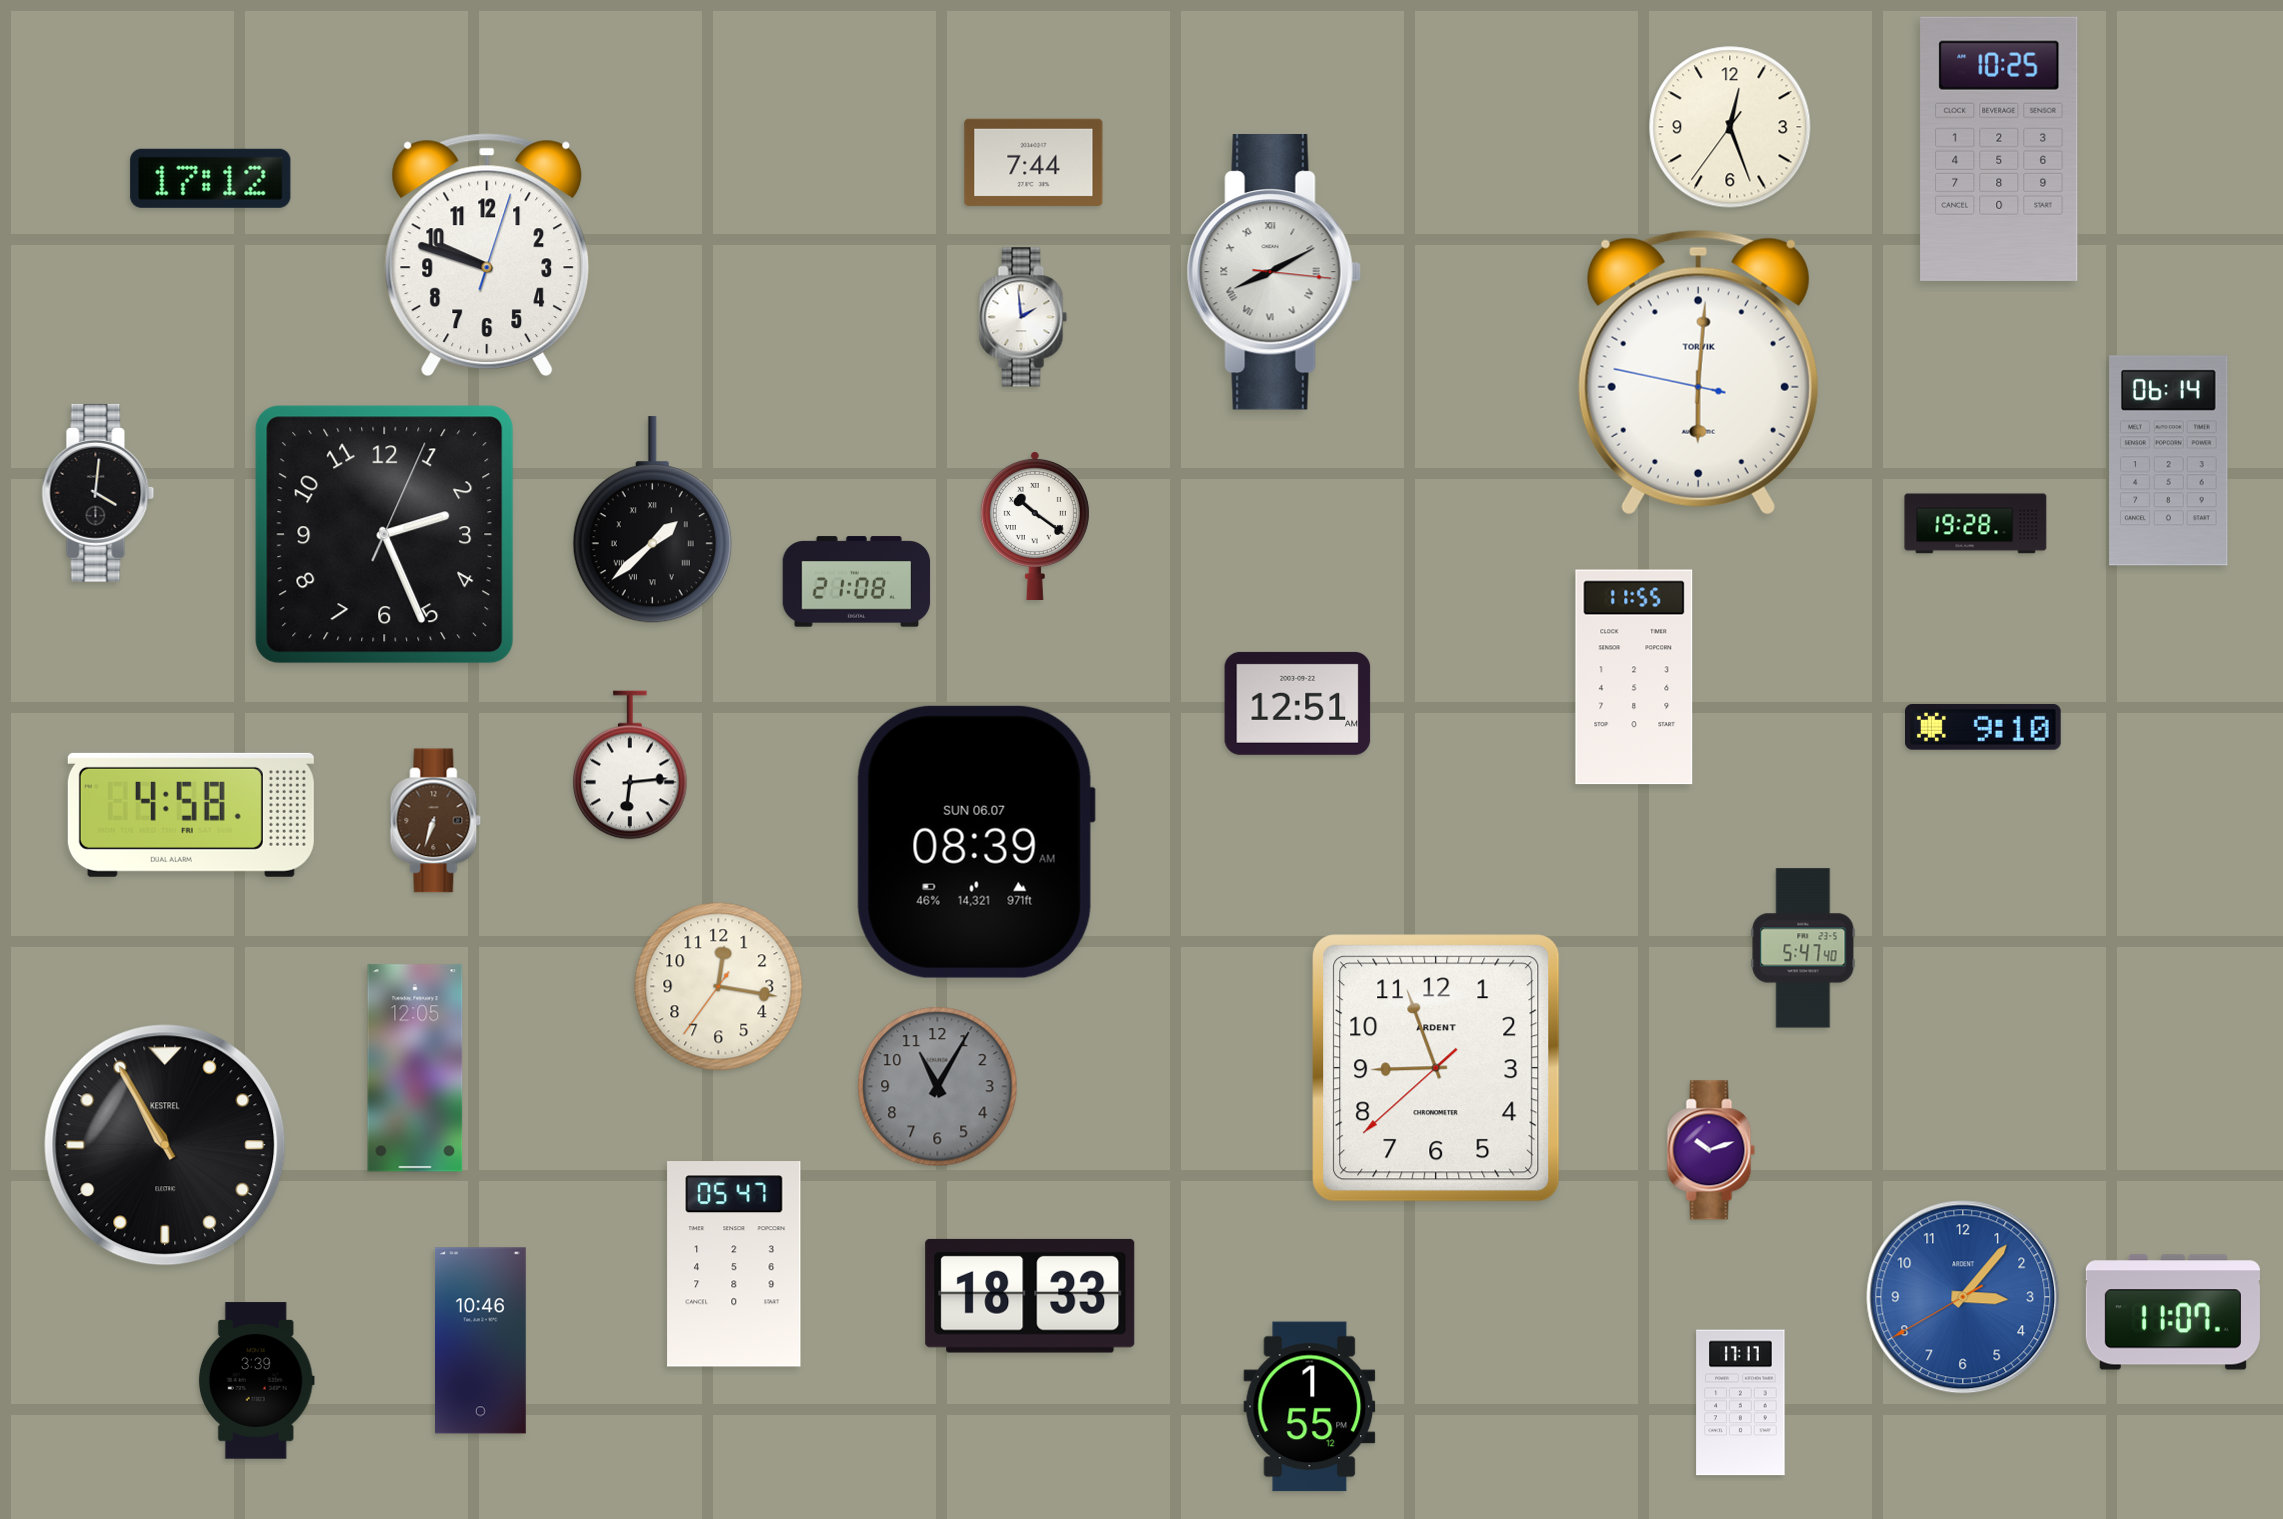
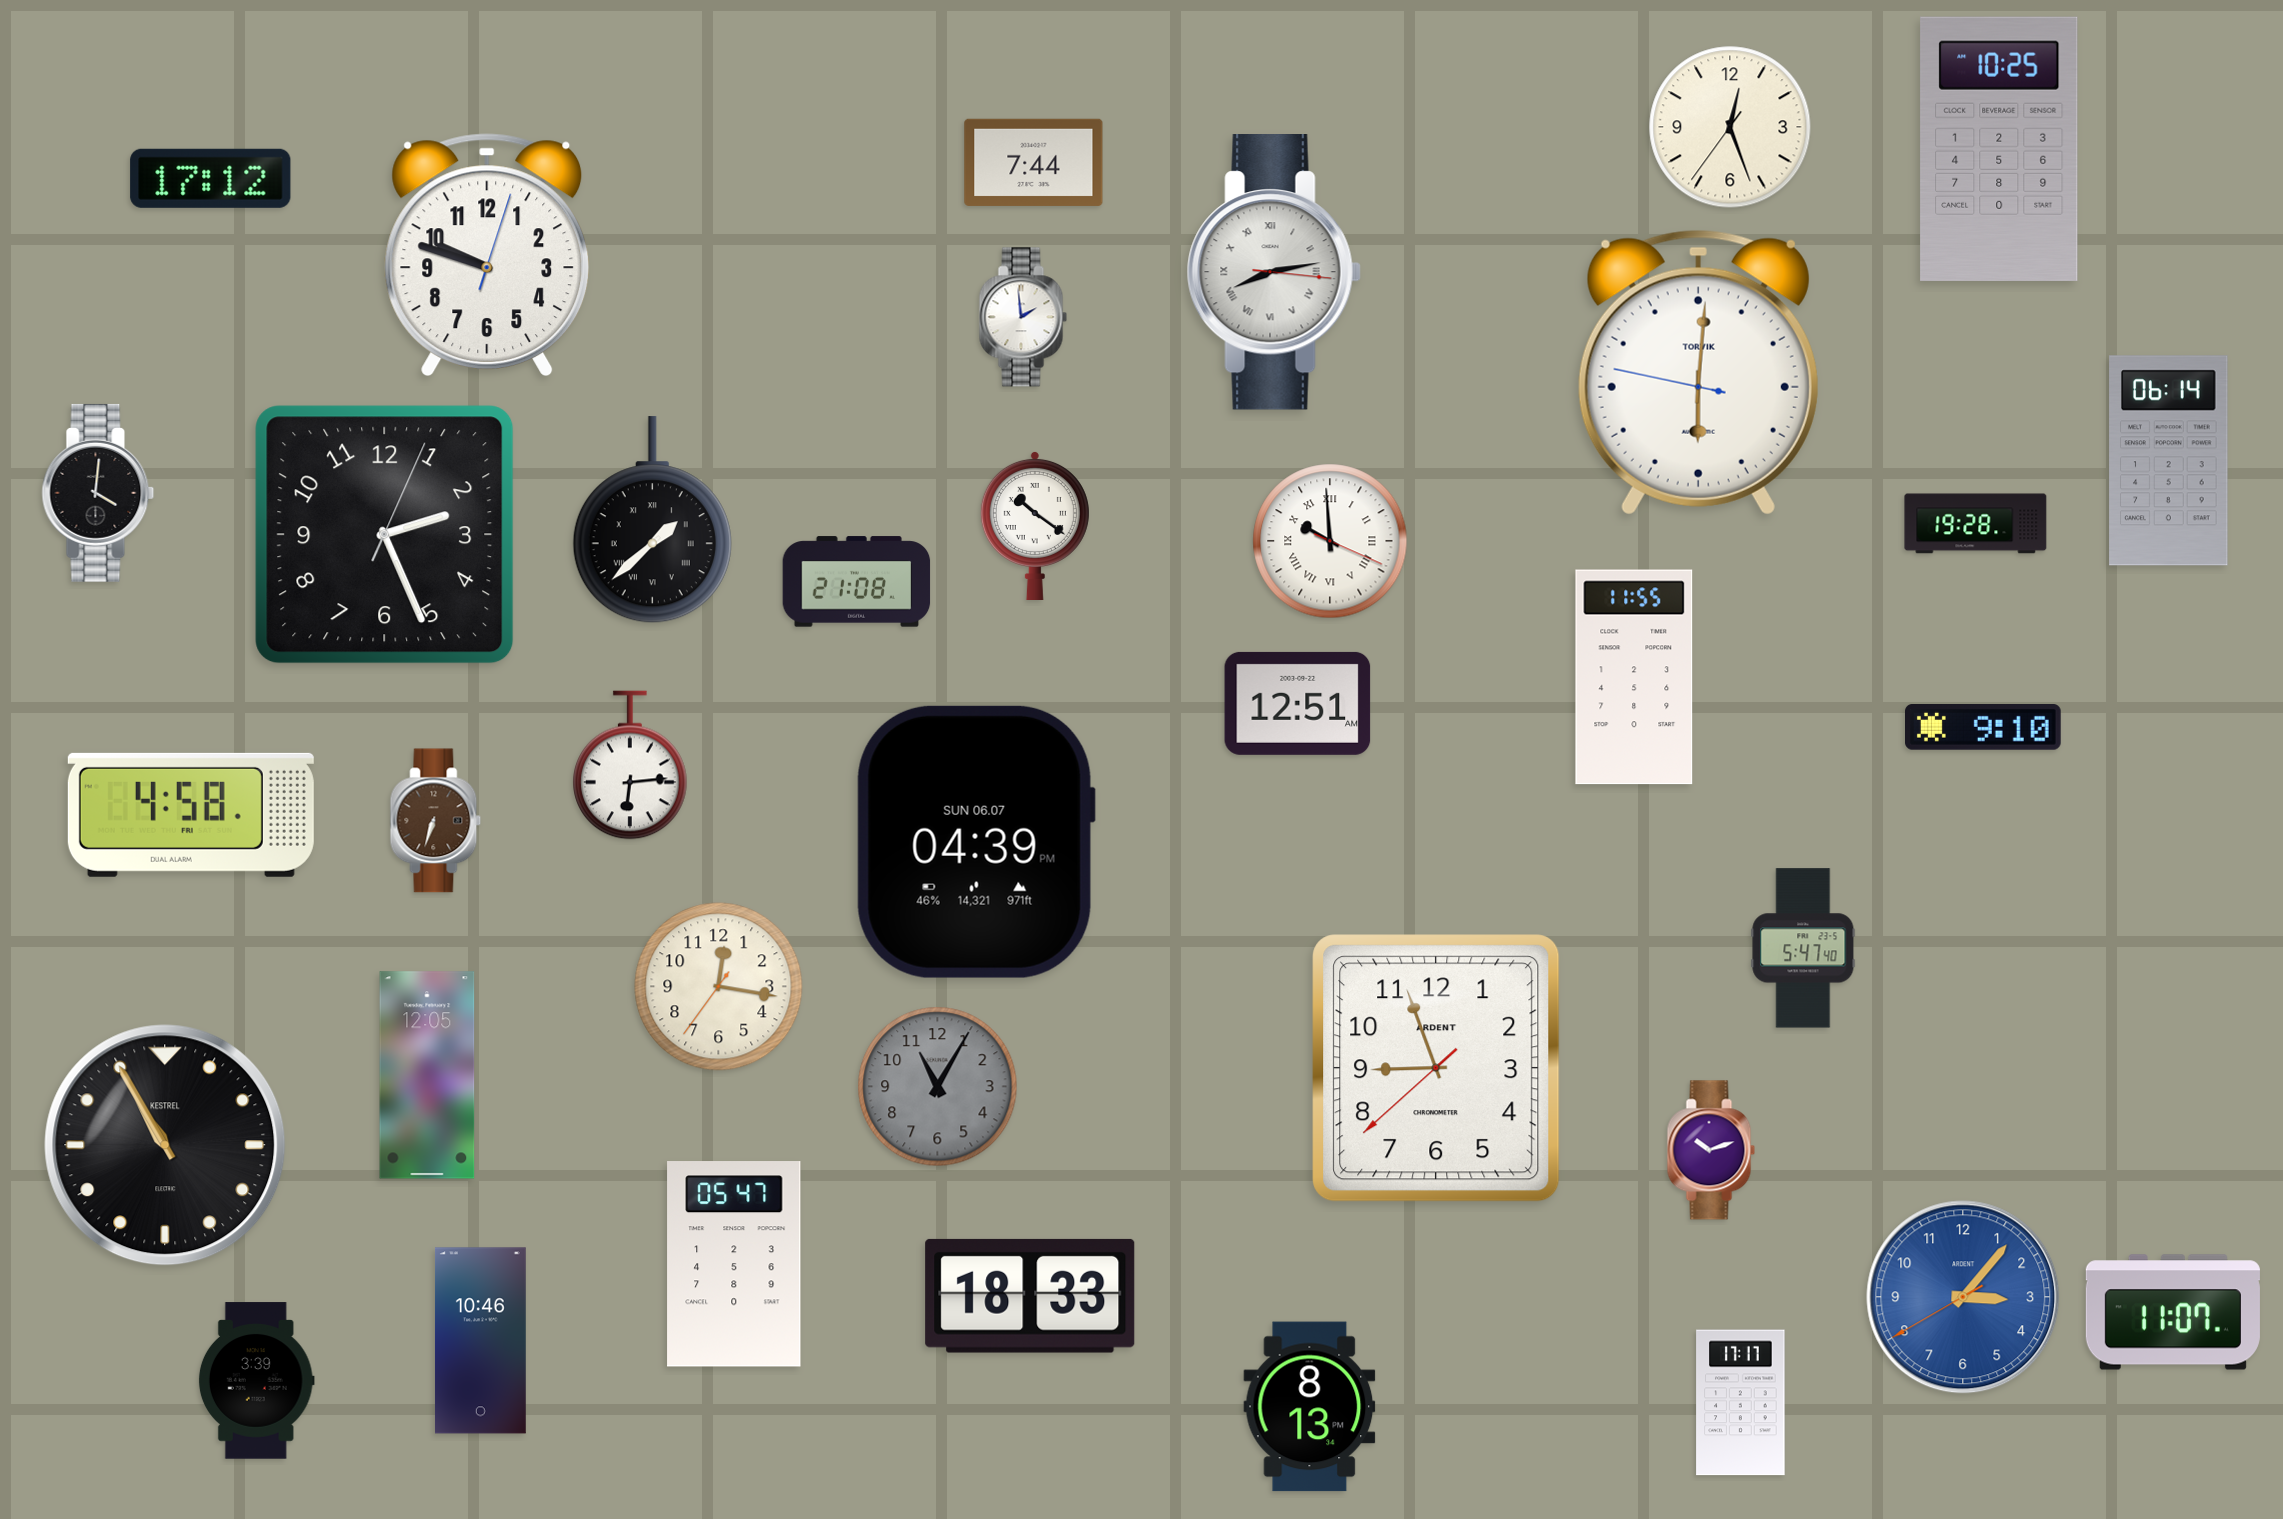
clock at (1274, 273): 8:10 -> 8:13
clock at (1330, 541): none -> 9:59
clock at (976, 842): 08:39 -> 04:39
clock at (415, 1068) position: (415, 1068) -> (427, 1075)
clock at (1310, 1407): 1:55 -> 8:13
